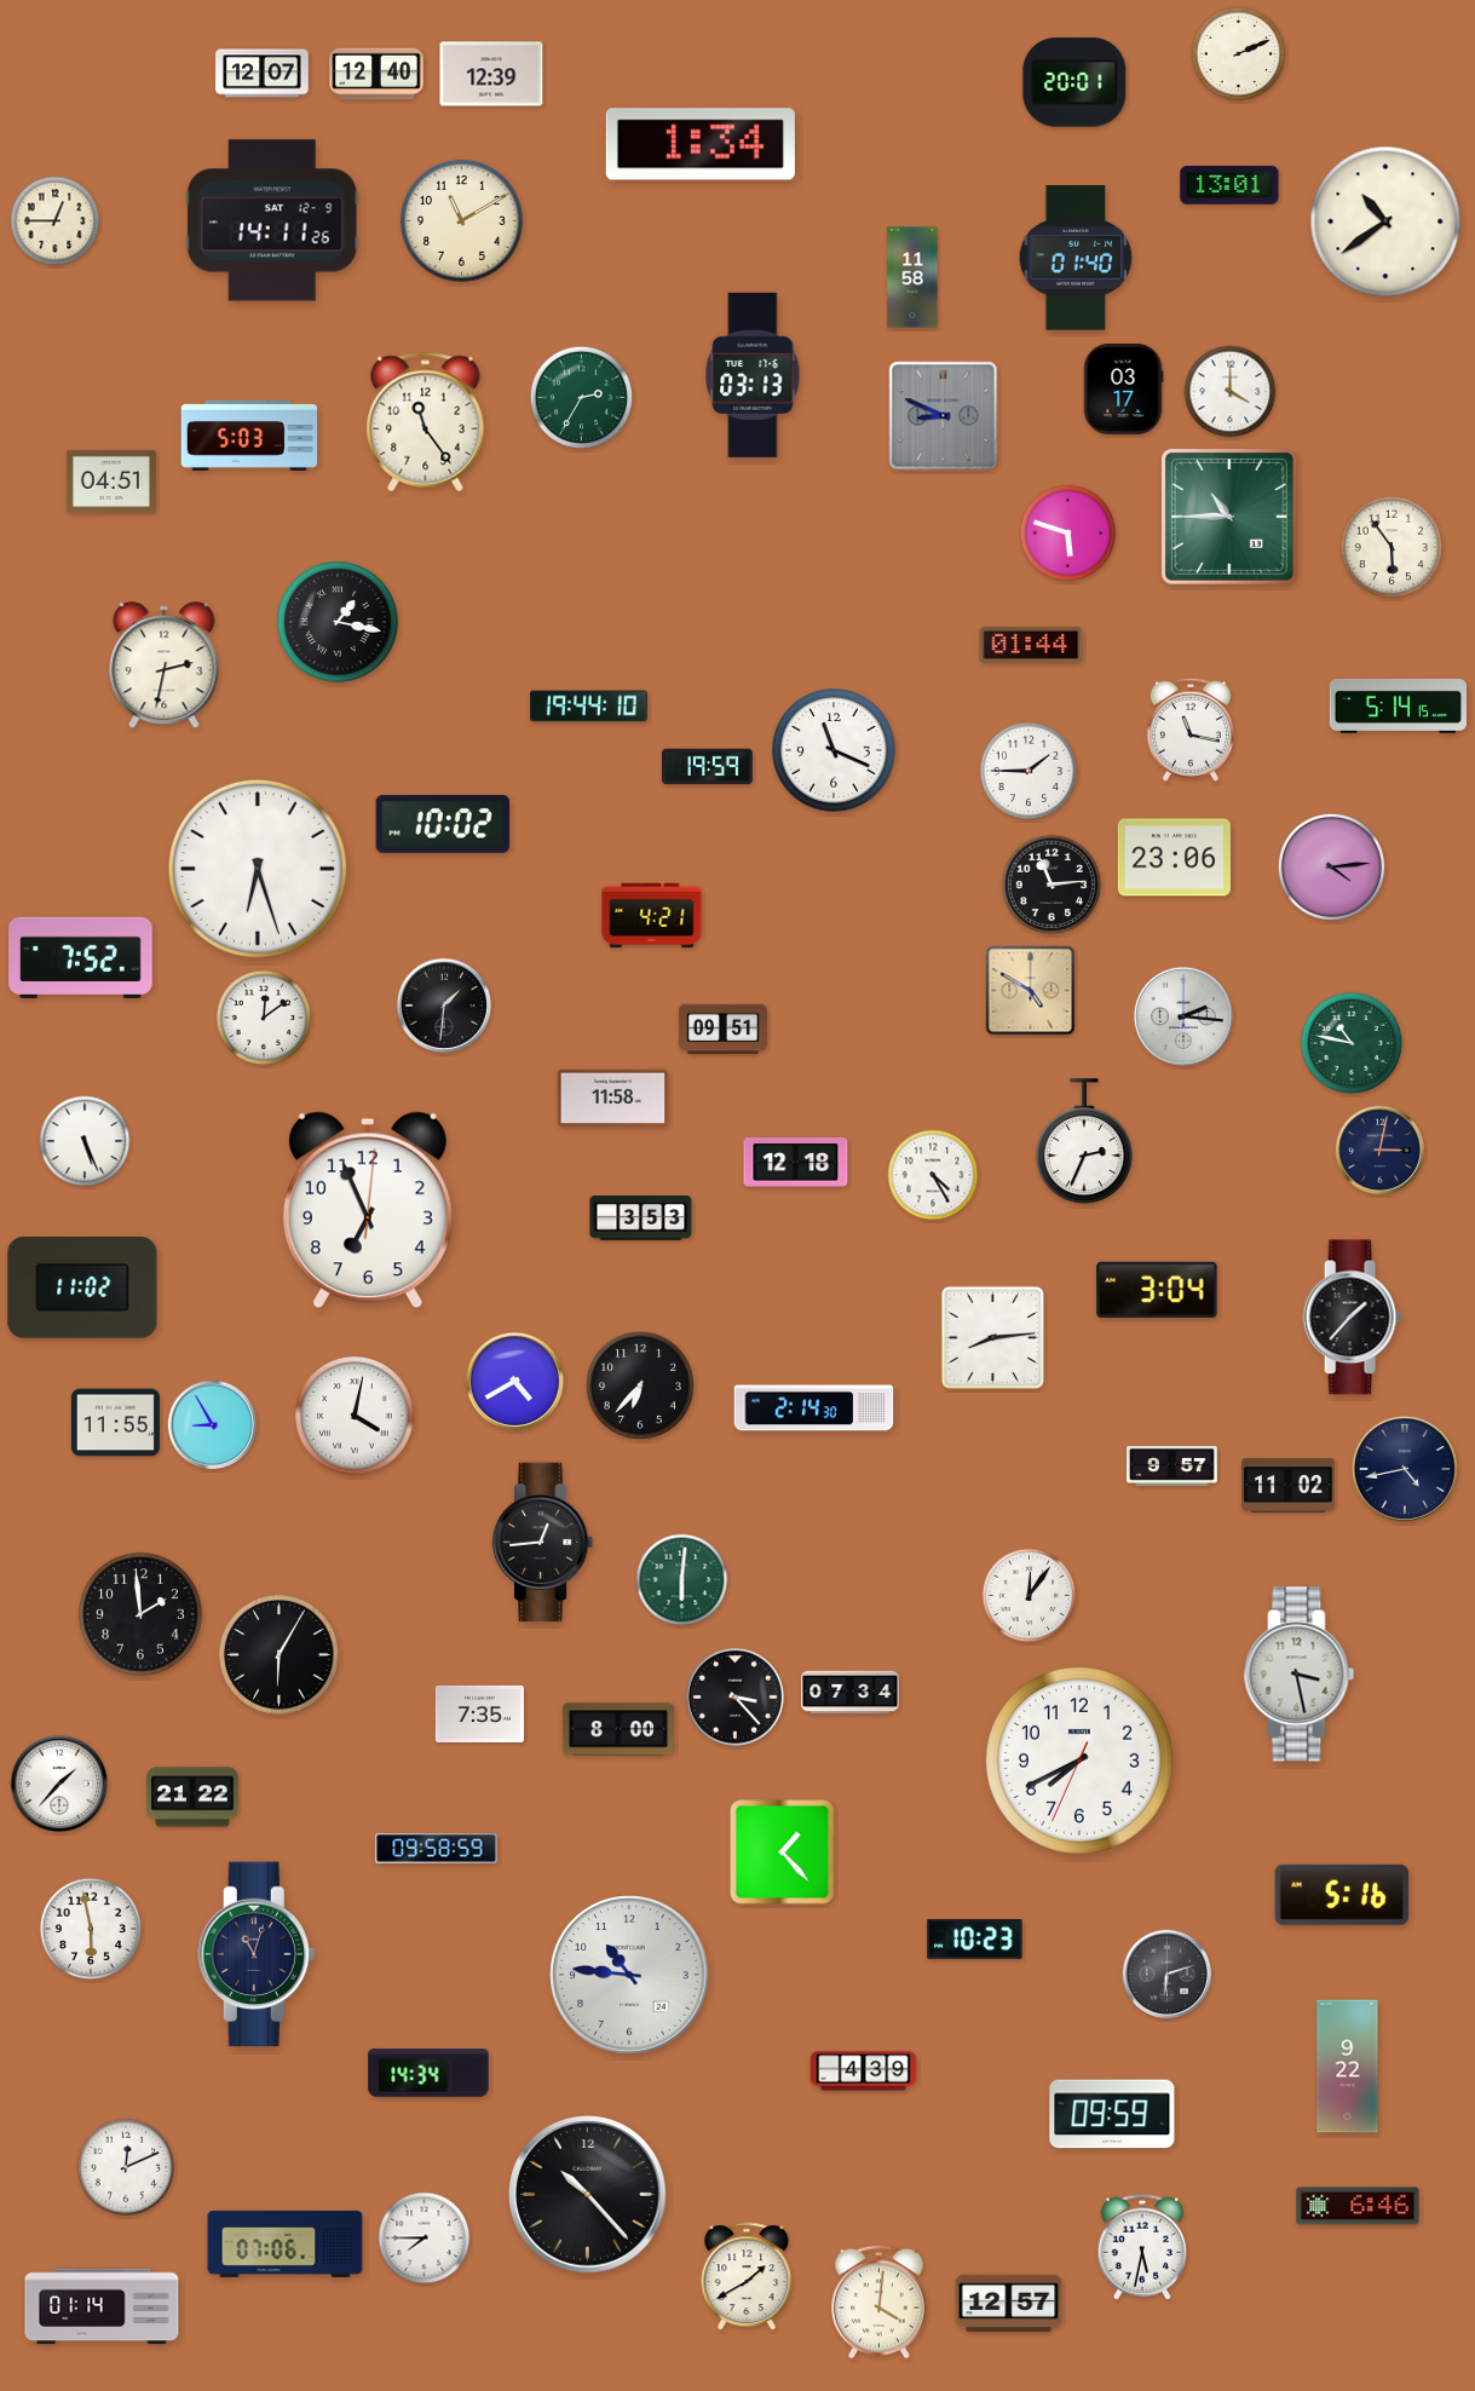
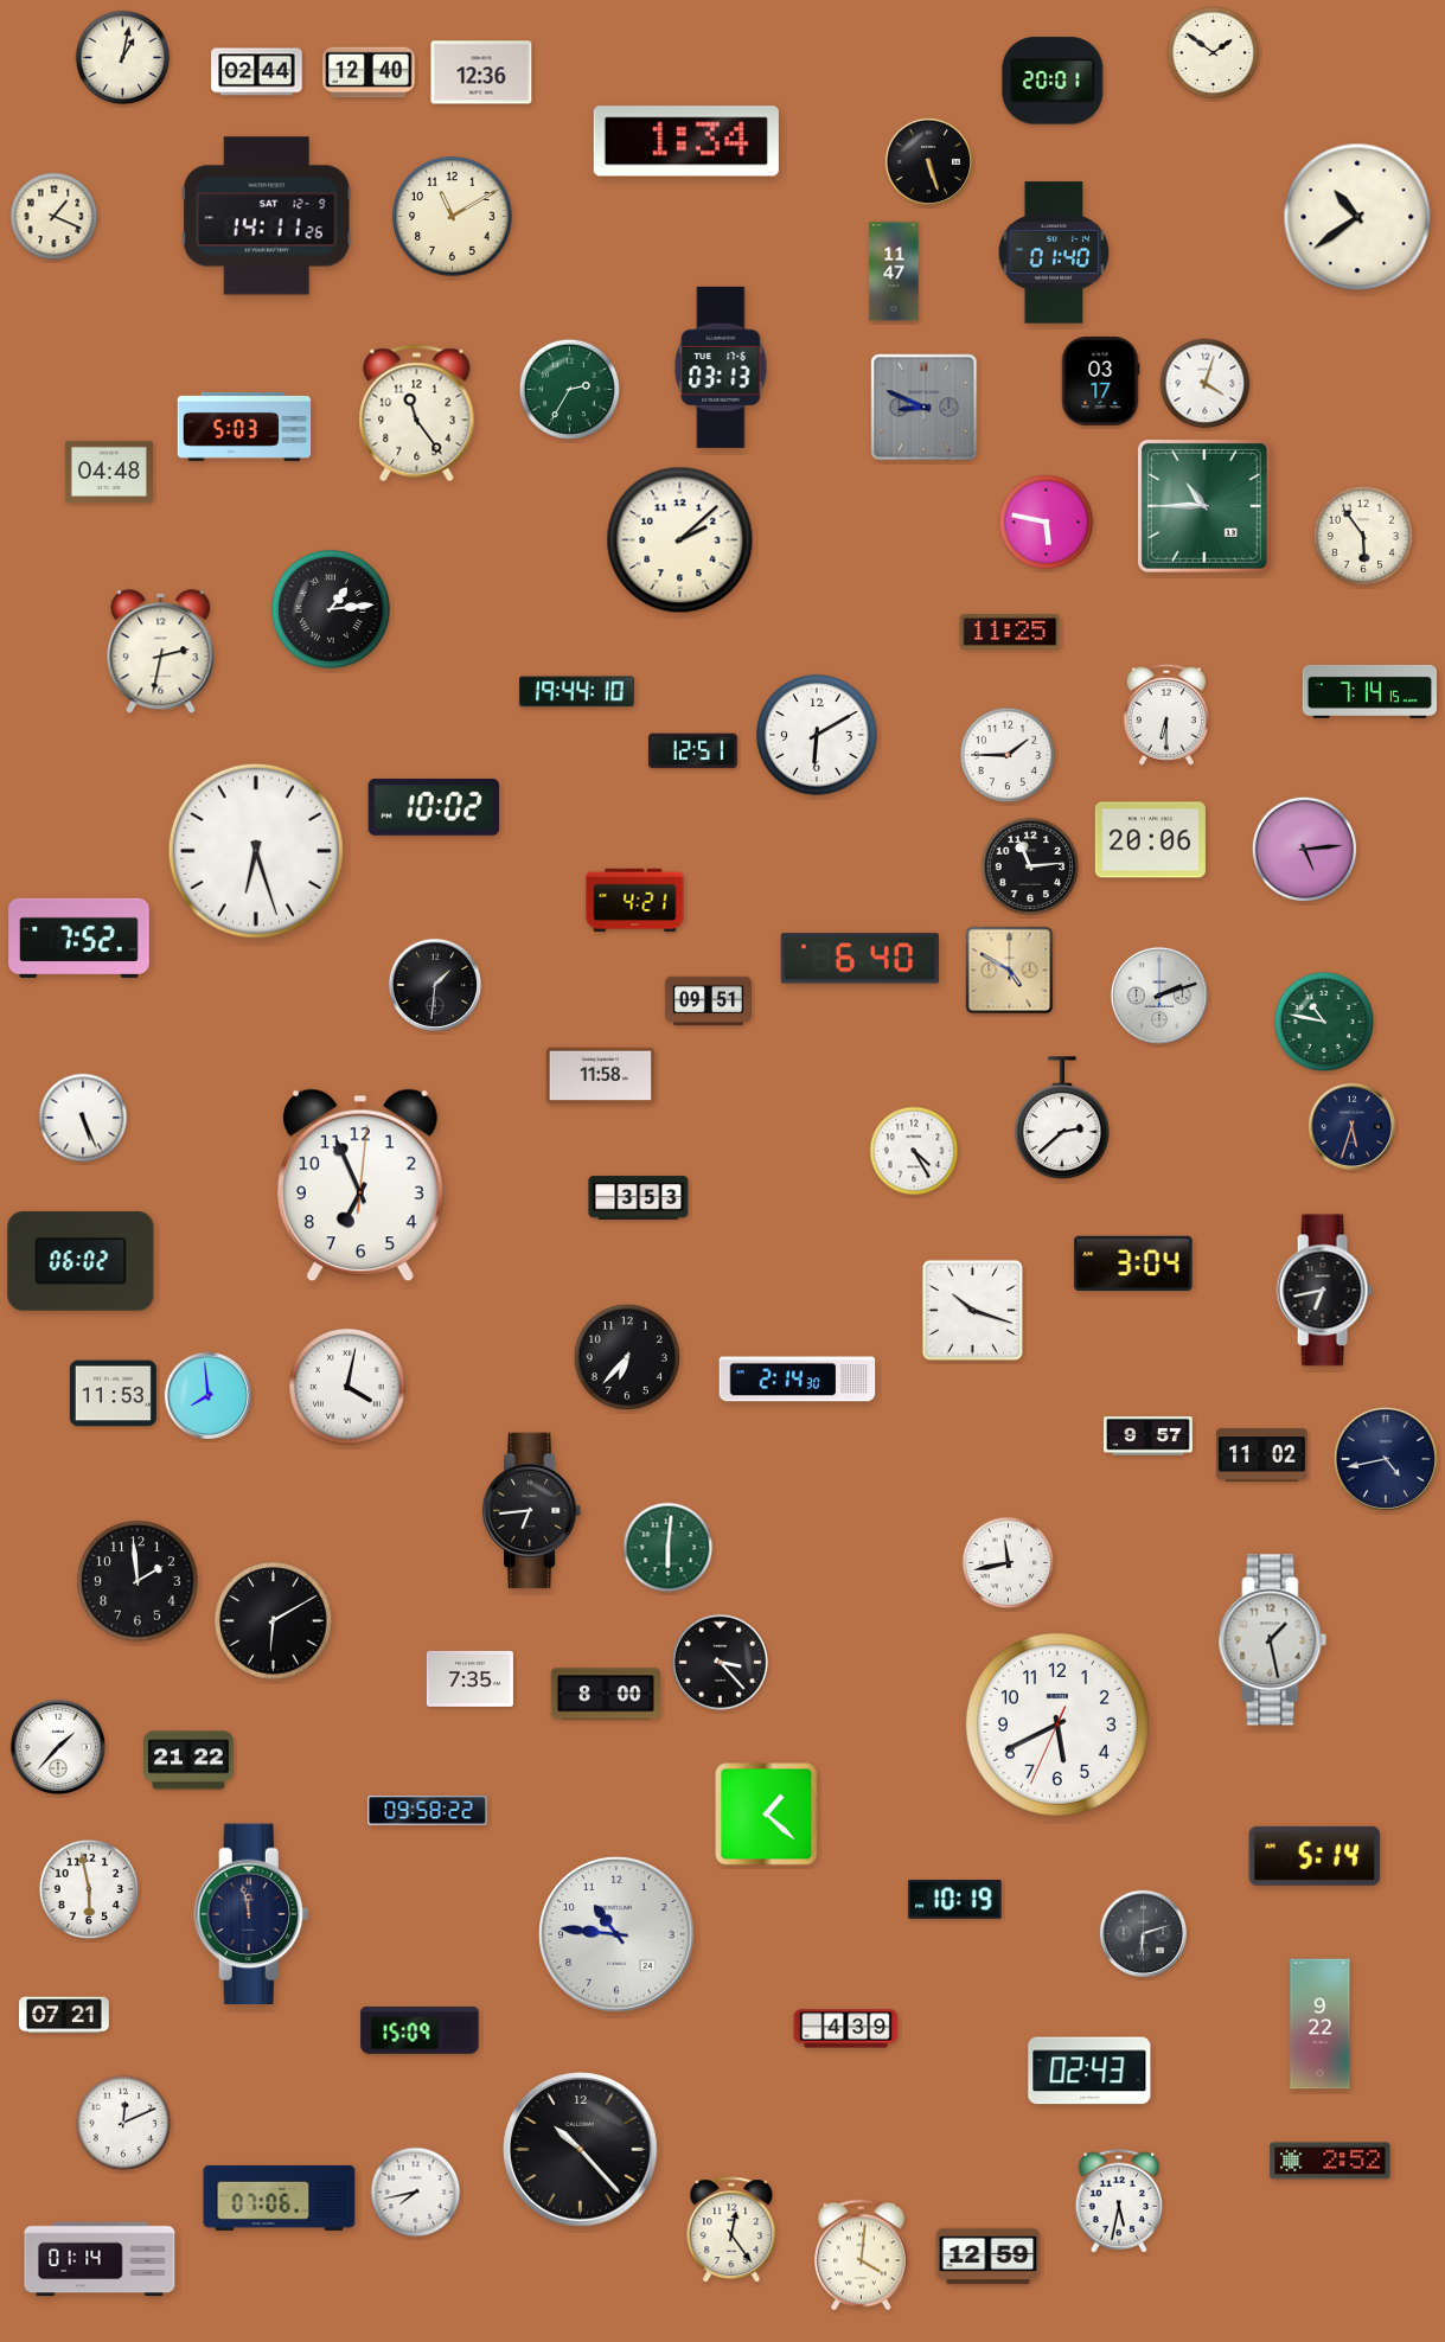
clock at (1239, 54): 2:11 -> 1:51
clock at (123, 58): none -> 1:02
clock at (263, 74): 12:07 -> 02:44
clock at (491, 74): 12:39 -> 12:36
clock at (929, 162): none -> 5:27
clock at (1229, 185): 13:01 -> none
clock at (56, 221): 12:45 -> 1:19
clock at (912, 277): 11:58 -> 11:47
clock at (753, 375) position: (753, 375) -> (721, 367)
clock at (1231, 392): 4:00 -> 4:03
clock at (111, 482): 04:51 -> 04:48
clock at (1068, 534): 5:48 -> 5:47
clock at (680, 540): none -> 2:08
clock at (338, 622): 1:17 -> 1:14
clock at (1031, 645): 01:44 -> 11:25
clock at (1398, 705): 5:14 -> 7:14
clock at (1191, 730): 11:17 -> 6:30
clock at (834, 750): 11:19 -> 6:10
clock at (707, 767): 19:59 -> 12:51
clock at (1174, 858): 23:06 -> 20:06
clock at (1331, 866): 4:14 -> 5:14
clock at (258, 869) position: (258, 869) -> (256, 851)
clock at (652, 916) position: (652, 916) -> (635, 901)
clock at (859, 959): none -> 6:40
clock at (1183, 1016): 2:16 -> 2:12
clock at (264, 1018): 12:09 -> none
clock at (722, 1030) position: (722, 1030) -> (708, 1002)
clock at (1084, 1141): 2:34 -> 2:38
clock at (1381, 1151): 3:02 -> 5:33
clock at (796, 1163): 12:18 -> none
clock at (641, 1218) position: (641, 1218) -> (639, 1198)
clock at (82, 1289): 11:02 -> 06:02
clock at (1352, 1318): 1:37 -> 6:43
clock at (992, 1337): 8:14 -> 10:18
clock at (514, 1381): 4:40 -> none
clock at (115, 1423): 11:55 -> 11:53
clock at (213, 1425): 8:55 -> 7:59
clock at (1405, 1469) position: (1405, 1469) -> (1386, 1459)
clock at (543, 1543): 12:44 -> 6:44
clock at (1030, 1596): 12:06 -> 11:43
clock at (280, 1655): 6:05 -> 6:10
clock at (1300, 1675): 3:28 -> 1:28
clock at (851, 1693): 07:34 -> none
clock at (1079, 1761): 7:40 -> 5:40
clock at (437, 1849): 09:58:59 -> 09:58:22
clock at (783, 1853): 1:23 -> 1:22
clock at (1342, 1895): 5:16 -> 5:14
clock at (975, 1940): 10:23 -> 10:19
clock at (257, 1954): 11:03 -> 11:58
clock at (64, 2015): none -> 07:21
clock at (428, 2073): 14:34 -> 15:09
clock at (1112, 2114): 09:59 -> 02:43
clock at (588, 2195) position: (588, 2195) -> (581, 2150)
clock at (1358, 2206): 6:46 -> 2:52
clock at (425, 2239): 7:45 -> 7:43
clock at (747, 2277): 1:40 -> 12:24
clock at (1009, 2304): 12:57 -> 12:59
